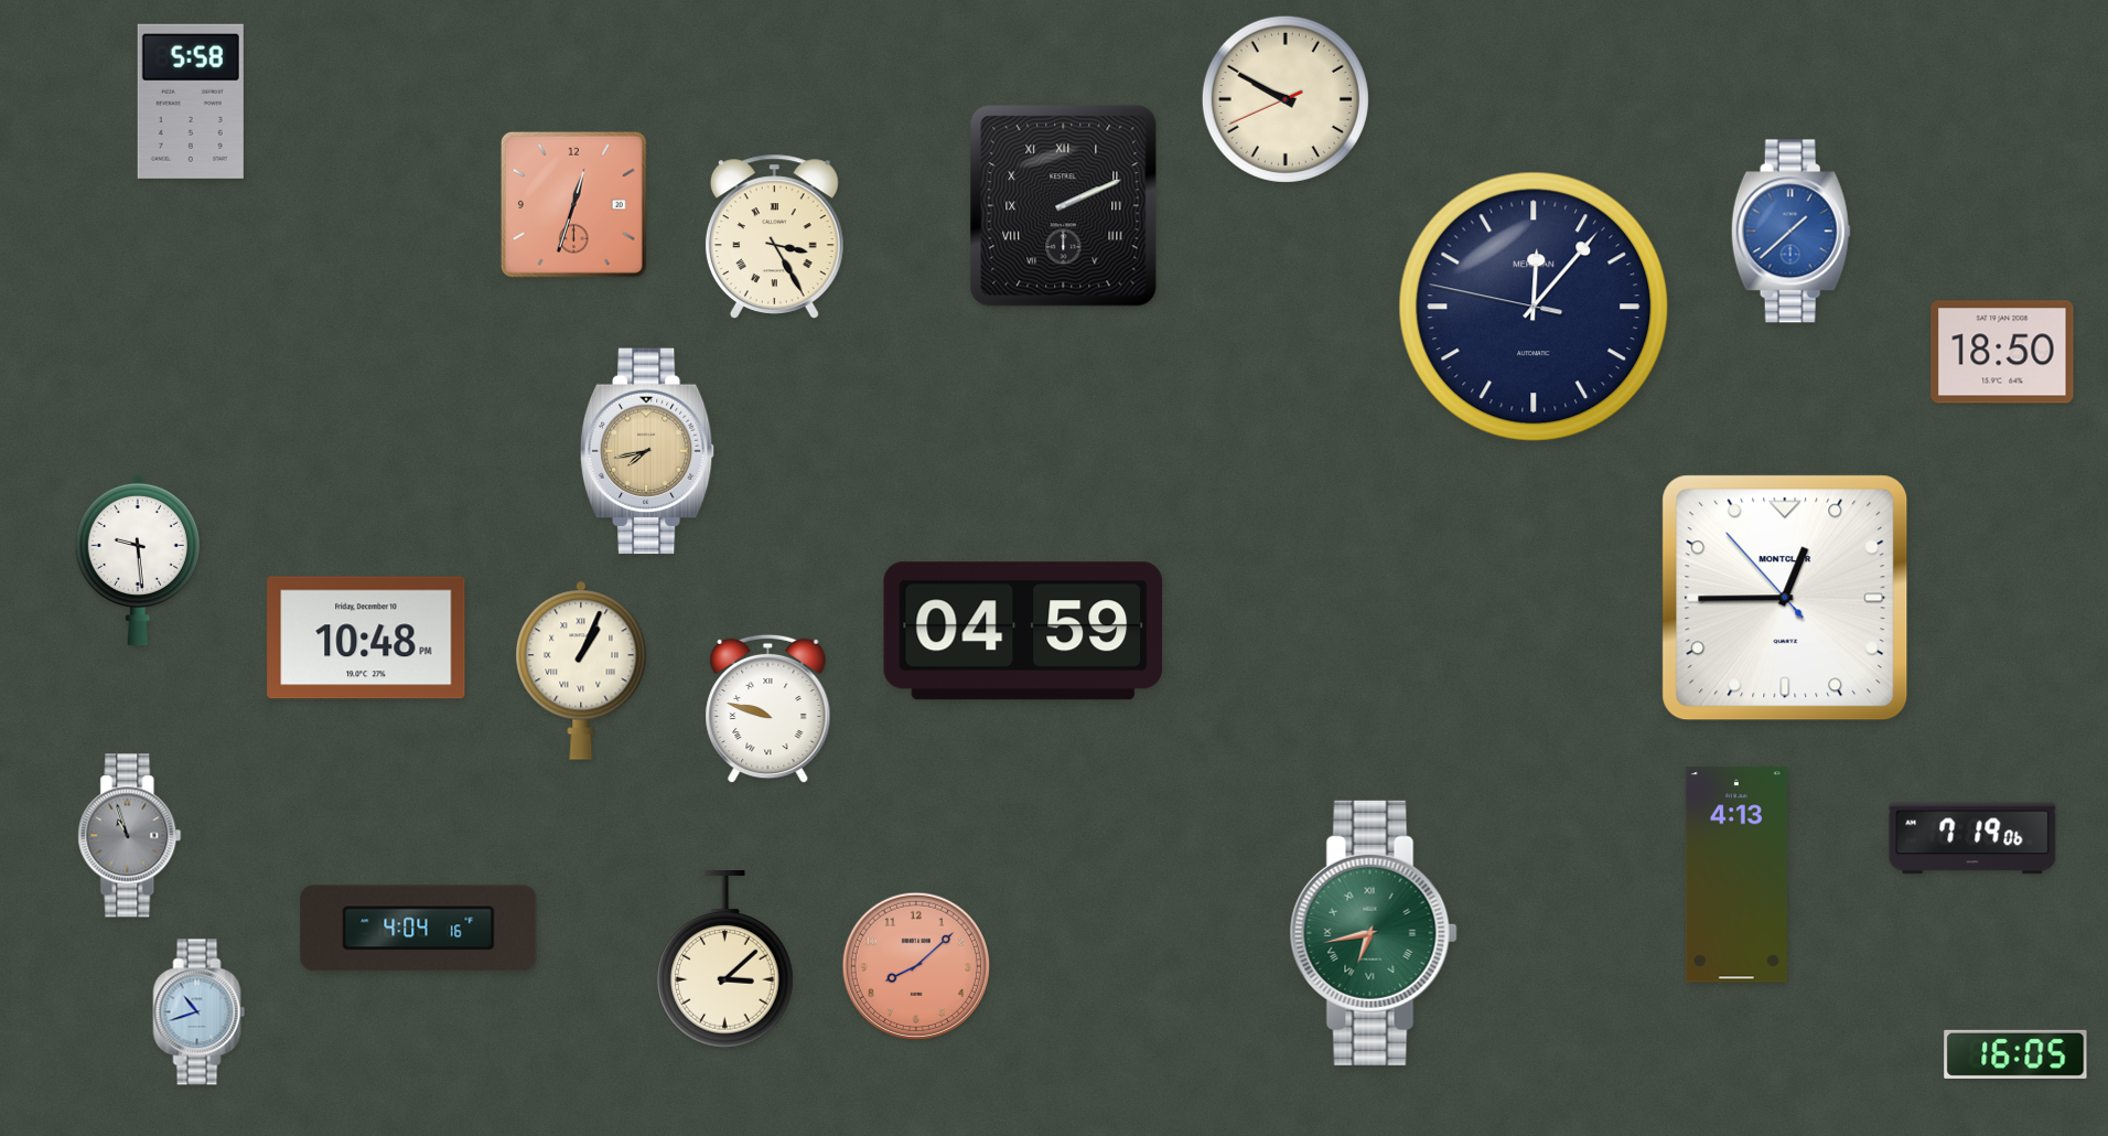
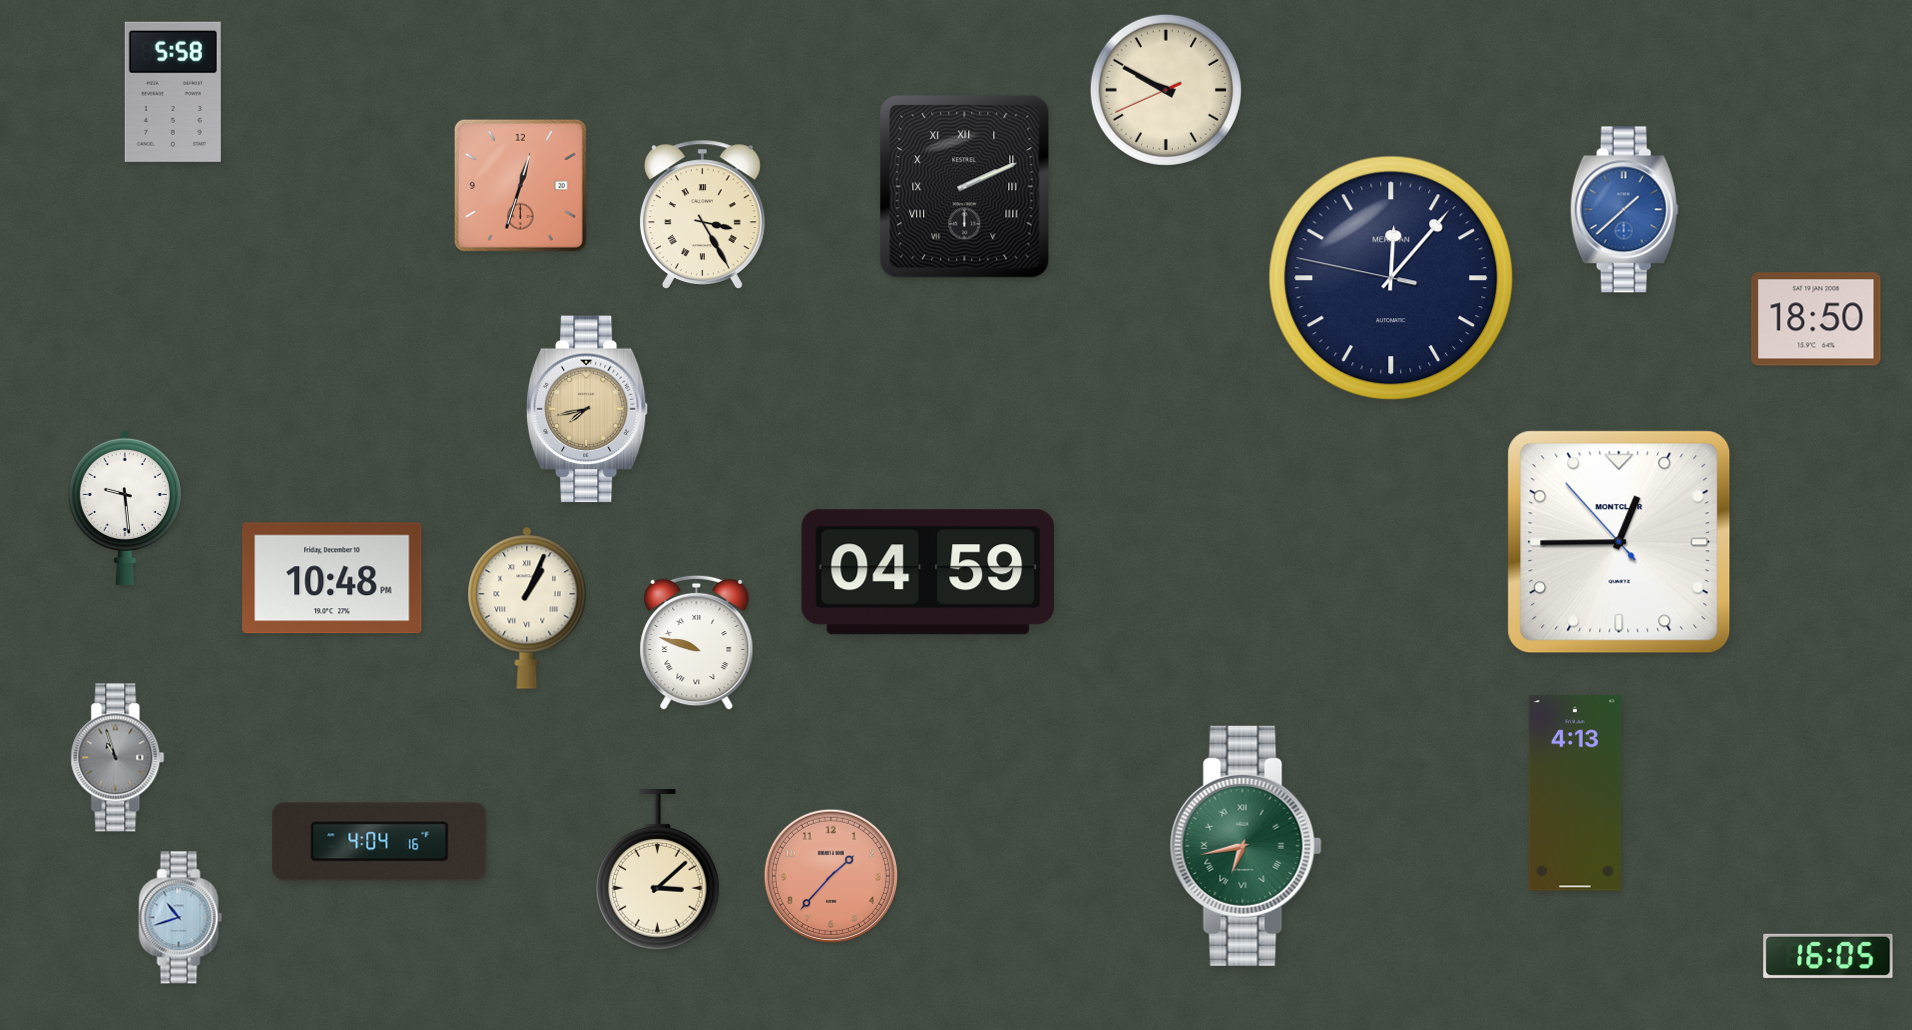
clock at (1972, 838): 7:19 -> none
clock at (916, 966): 8:08 -> 1:37
